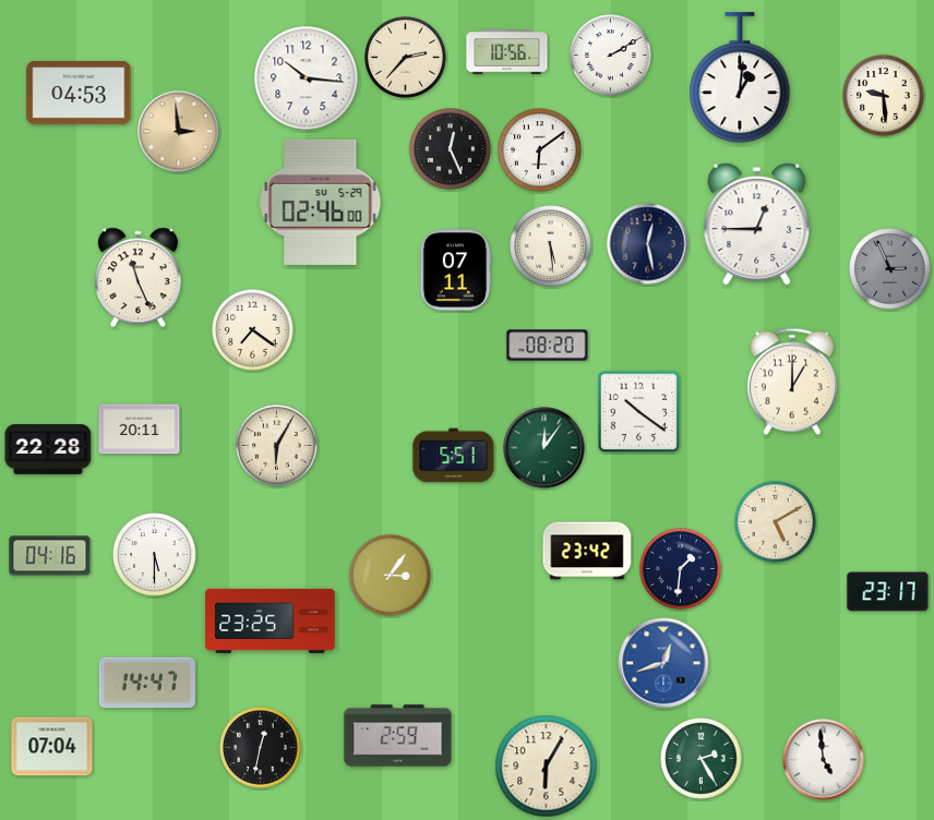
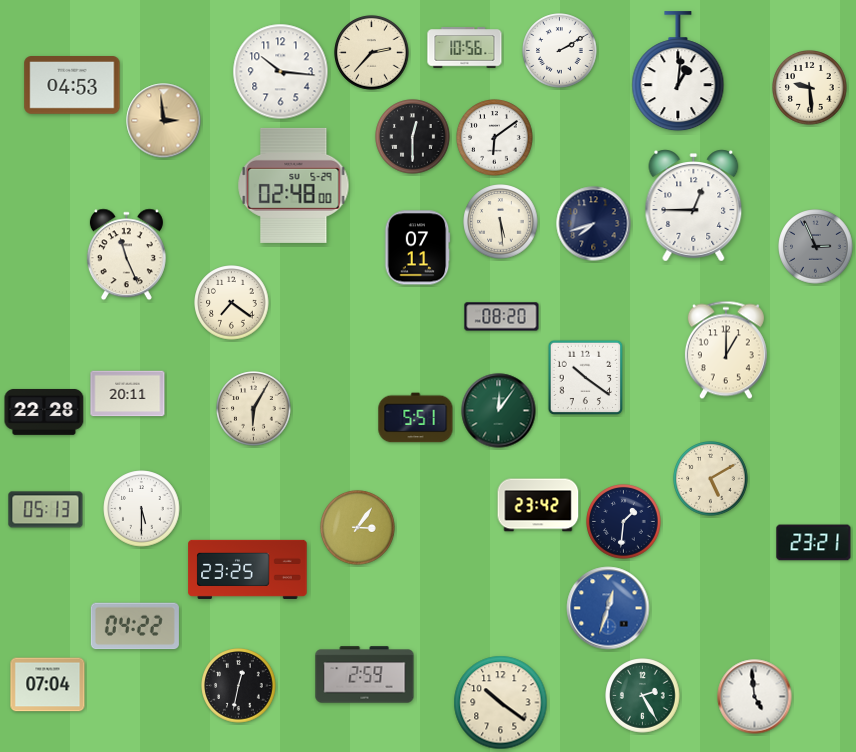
clock at (451, 149): 12:26 -> 12:30
clock at (321, 202): 02:46 -> 02:48
clock at (648, 244): 12:28 -> 7:42
clock at (551, 246) position: (551, 246) -> (501, 222)
clock at (50, 556): 04:16 -> 05:13
clock at (888, 592): 23:17 -> 23:21
clock at (663, 663): 12:42 -> 12:33
clock at (147, 683): 14:47 -> 04:22
clock at (547, 767): 6:05 -> 10:21
